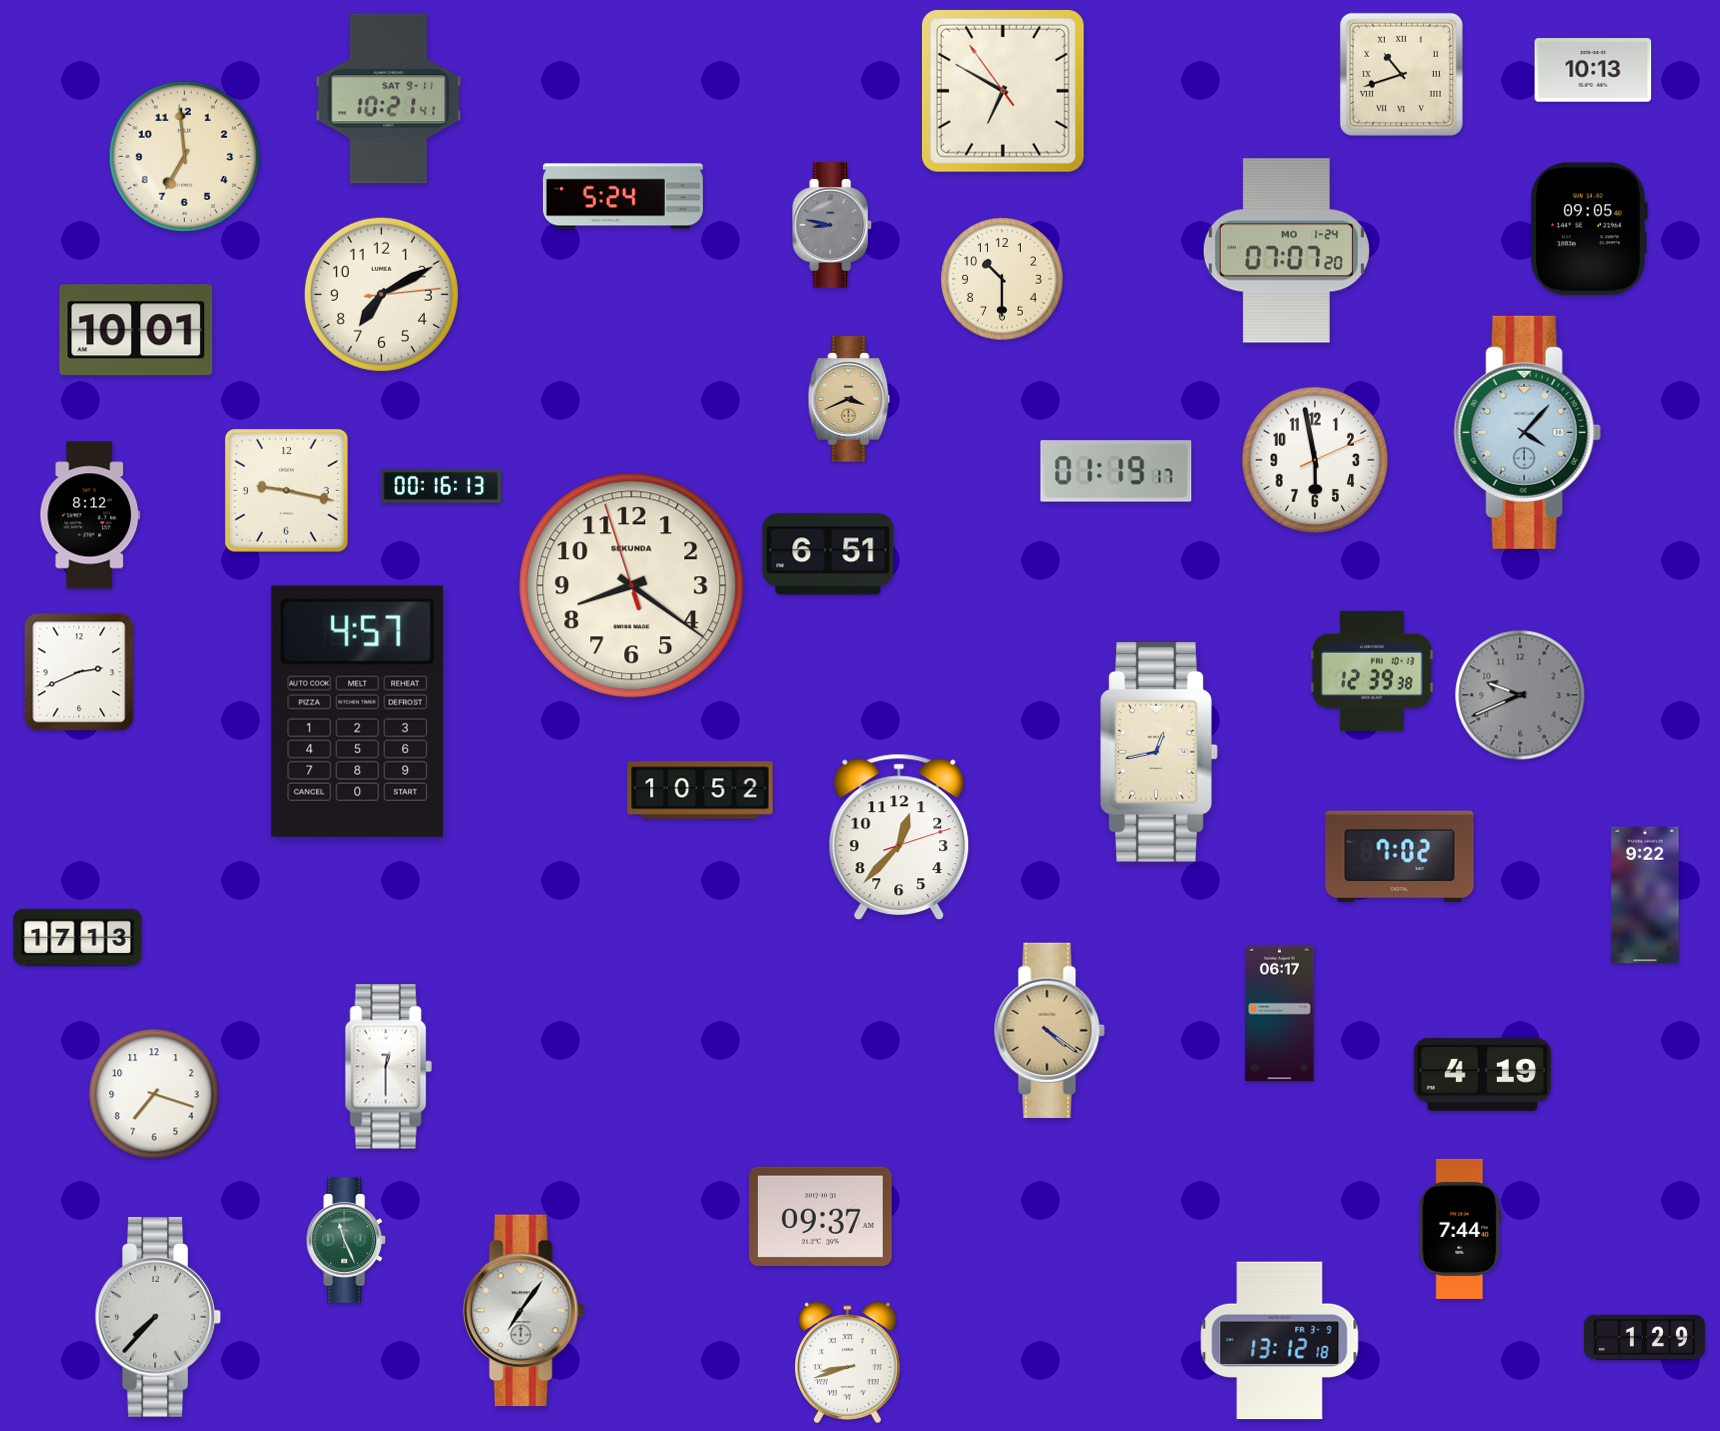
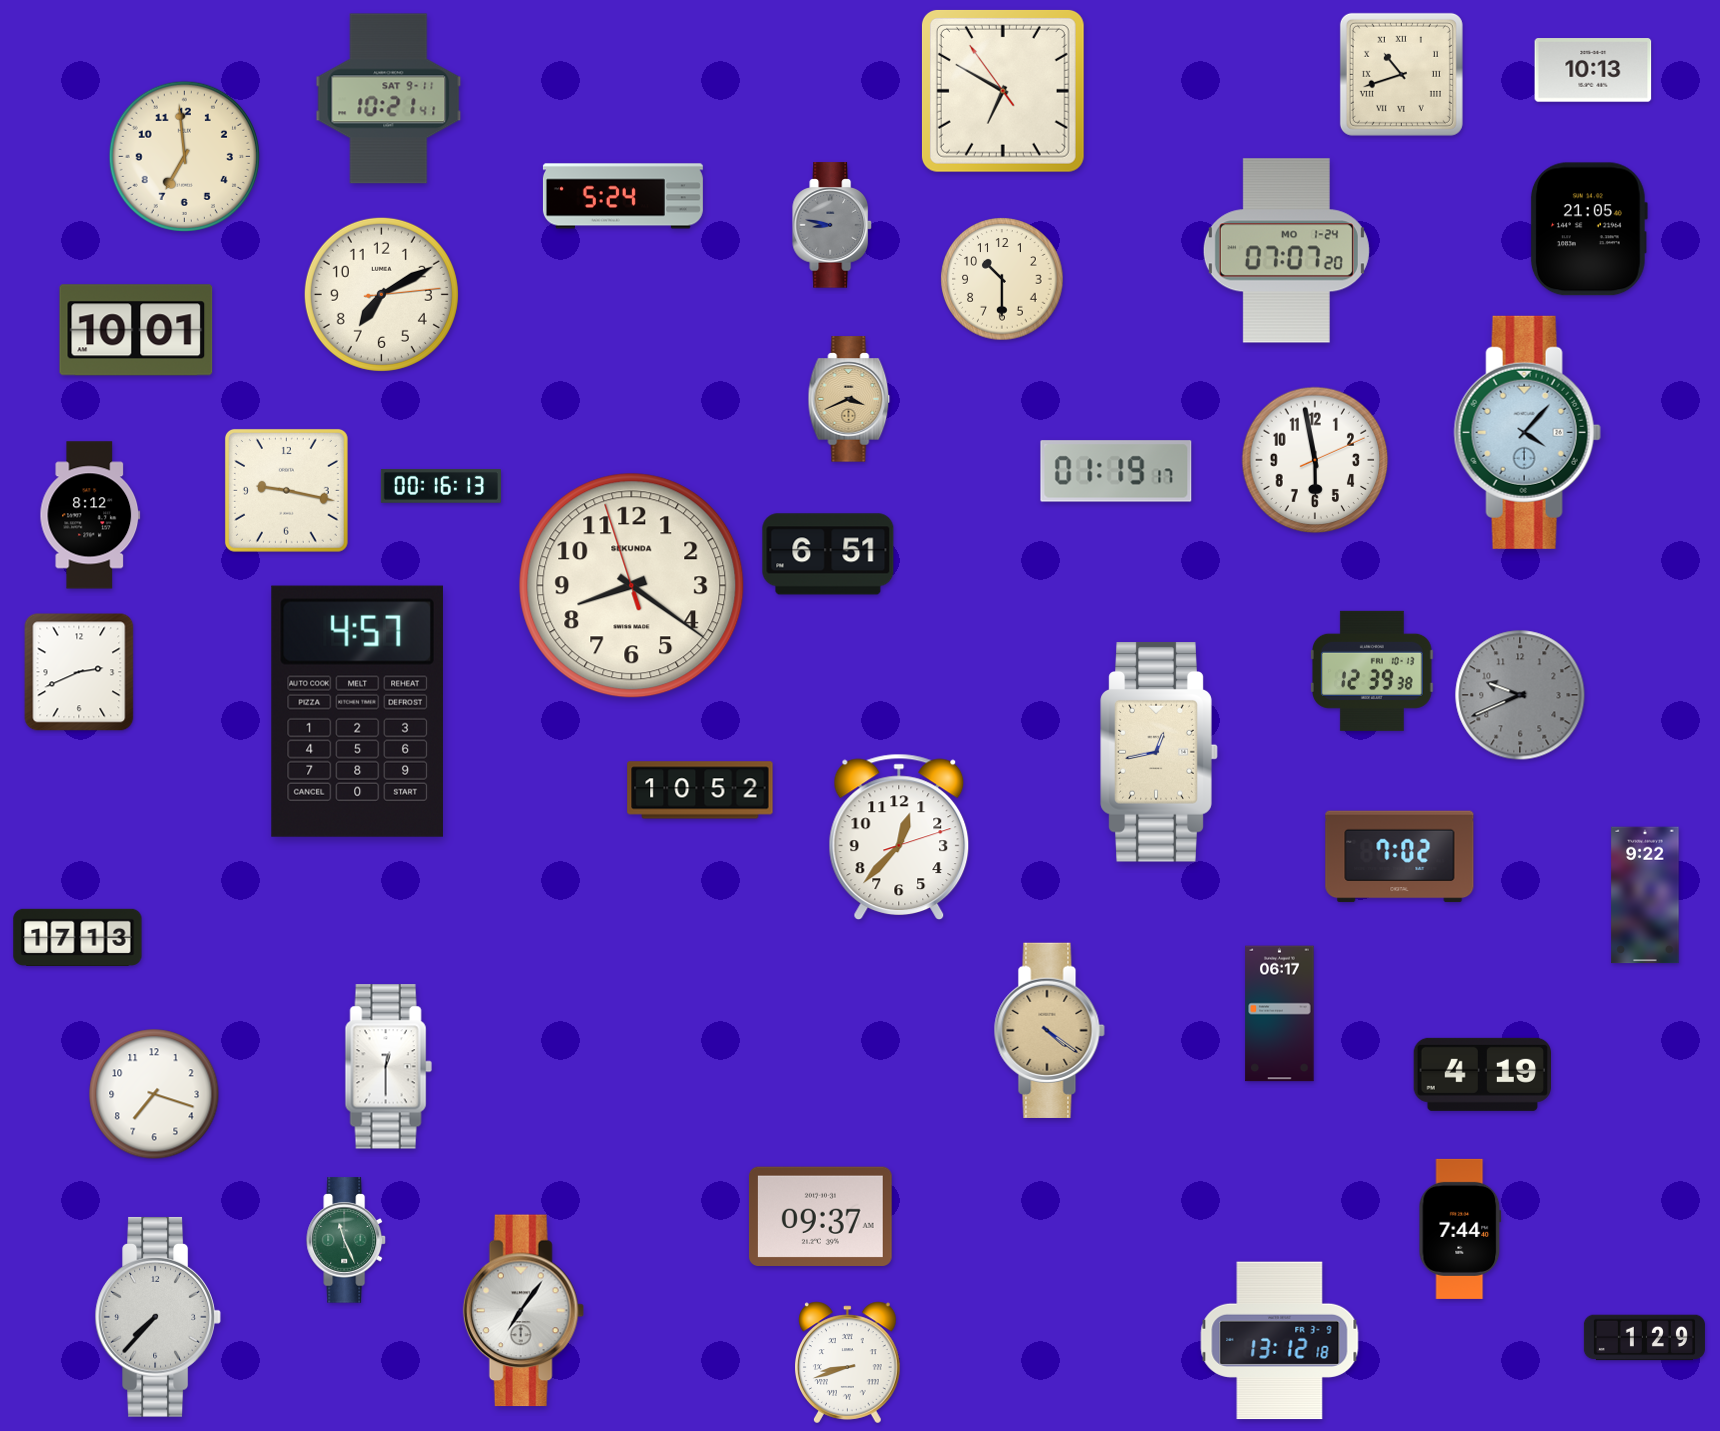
clock at (1588, 229): 09:05 -> 21:05
